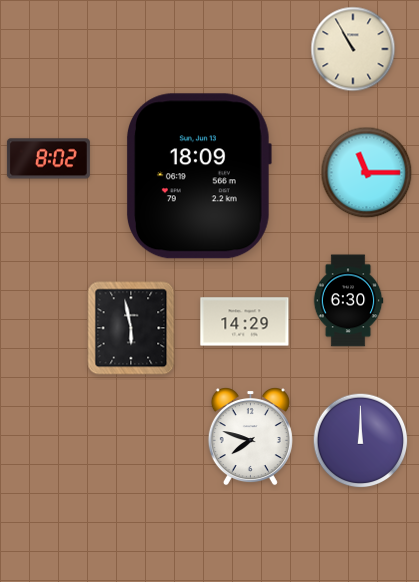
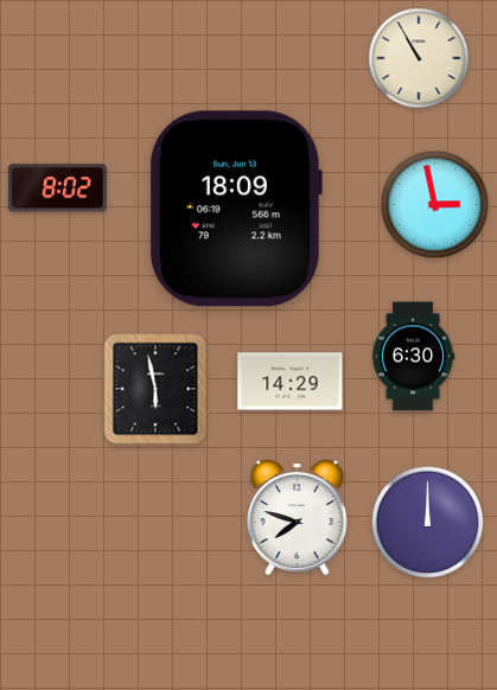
clock at (367, 173): 11:15 -> 2:58
